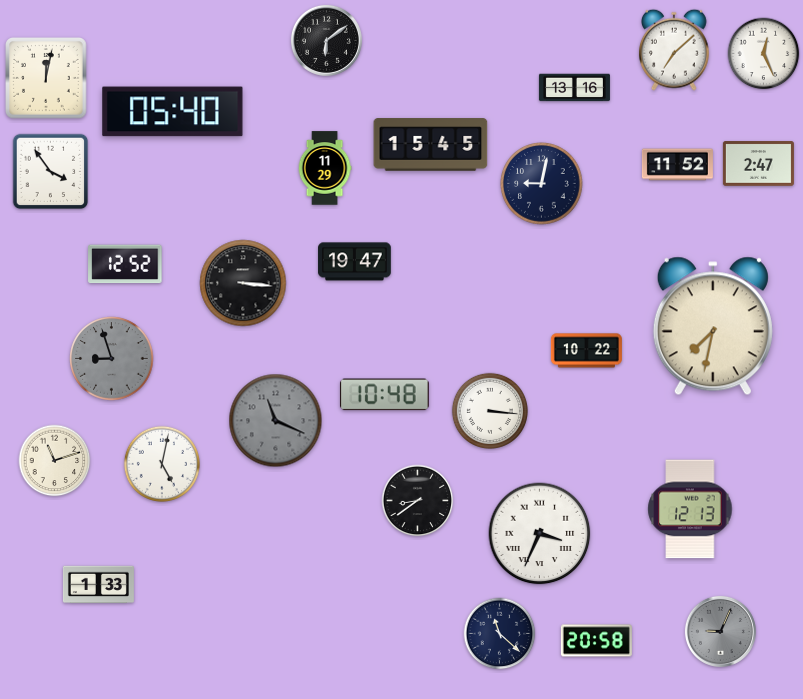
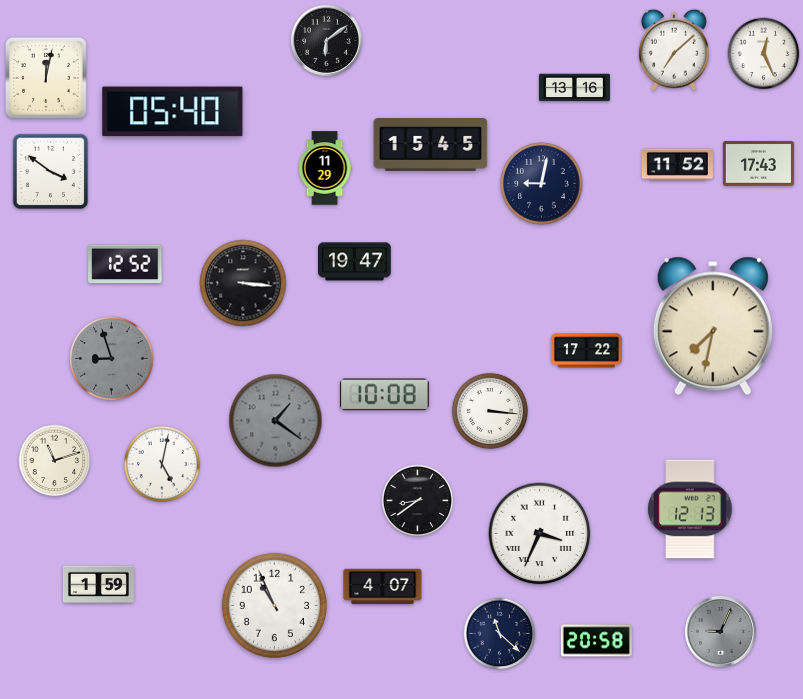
clock at (758, 164): 2:47 -> 17:43
clock at (51, 172): 3:54 -> 3:51
clock at (586, 351): 10:22 -> 17:22
clock at (384, 395): 10:48 -> 10:08
clock at (276, 421): 11:19 -> 1:21
clock at (98, 585): 1:33 -> 1:59
clock at (383, 587): none -> 4:07
clock at (274, 605): none -> 10:56
